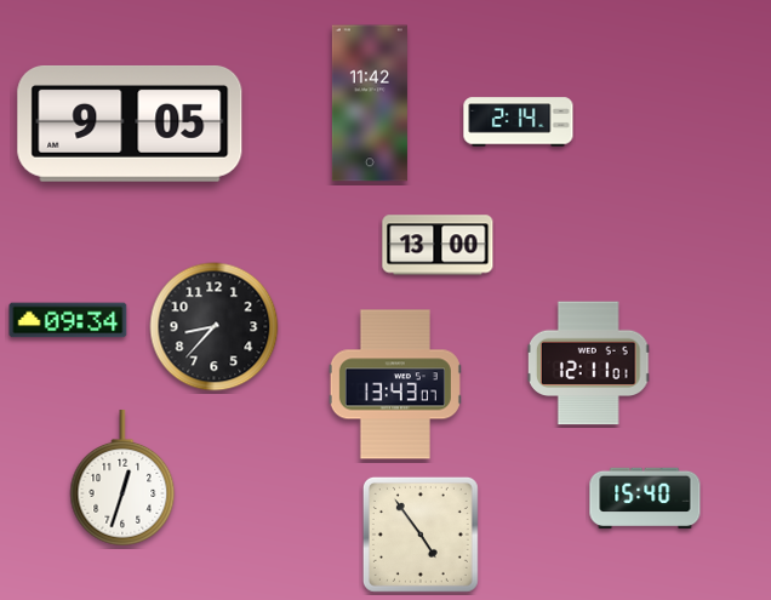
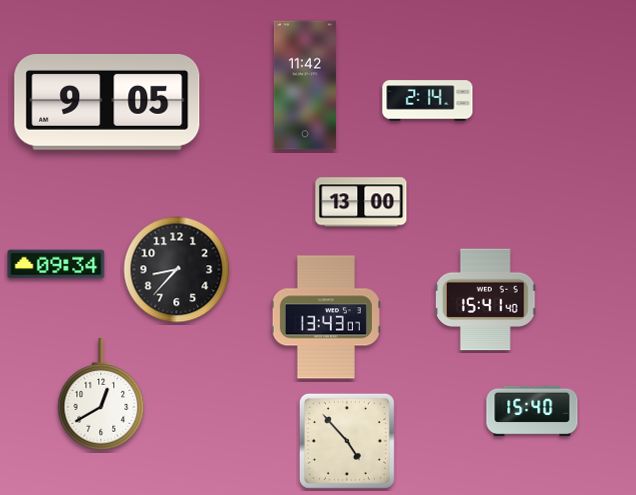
clock at (588, 364): 12:11 -> 15:41
clock at (122, 479): 12:33 -> 12:40
clock at (421, 535): 4:54 -> 4:53
